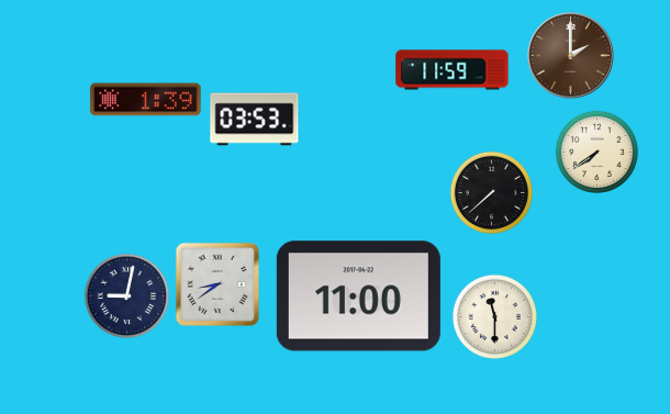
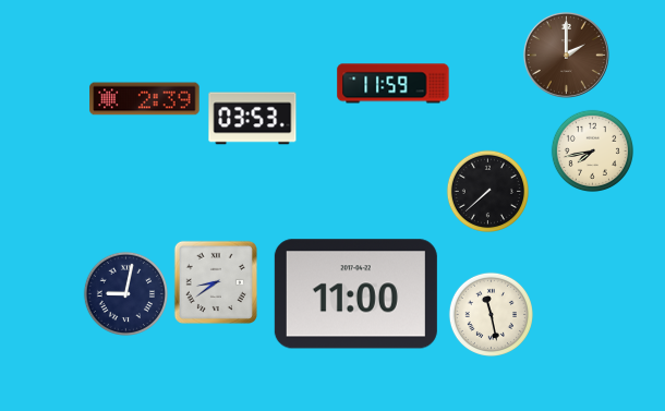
clock at (453, 70) position: (453, 70) -> (394, 84)
clock at (146, 100): 1:39 -> 2:39
clock at (596, 152): 7:39 -> 7:43
clock at (494, 316): 11:30 -> 11:28
